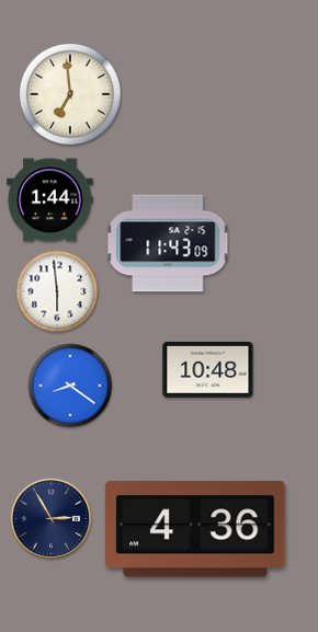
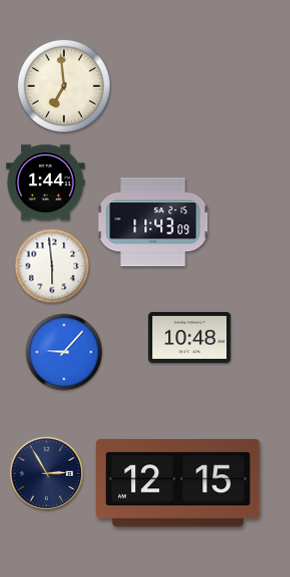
clock at (70, 386): 8:21 -> 9:07
clock at (195, 529): 4:36 -> 12:15
